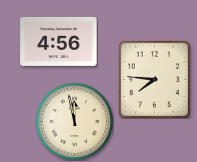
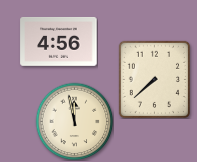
clock at (154, 79): 7:46 -> 7:38
